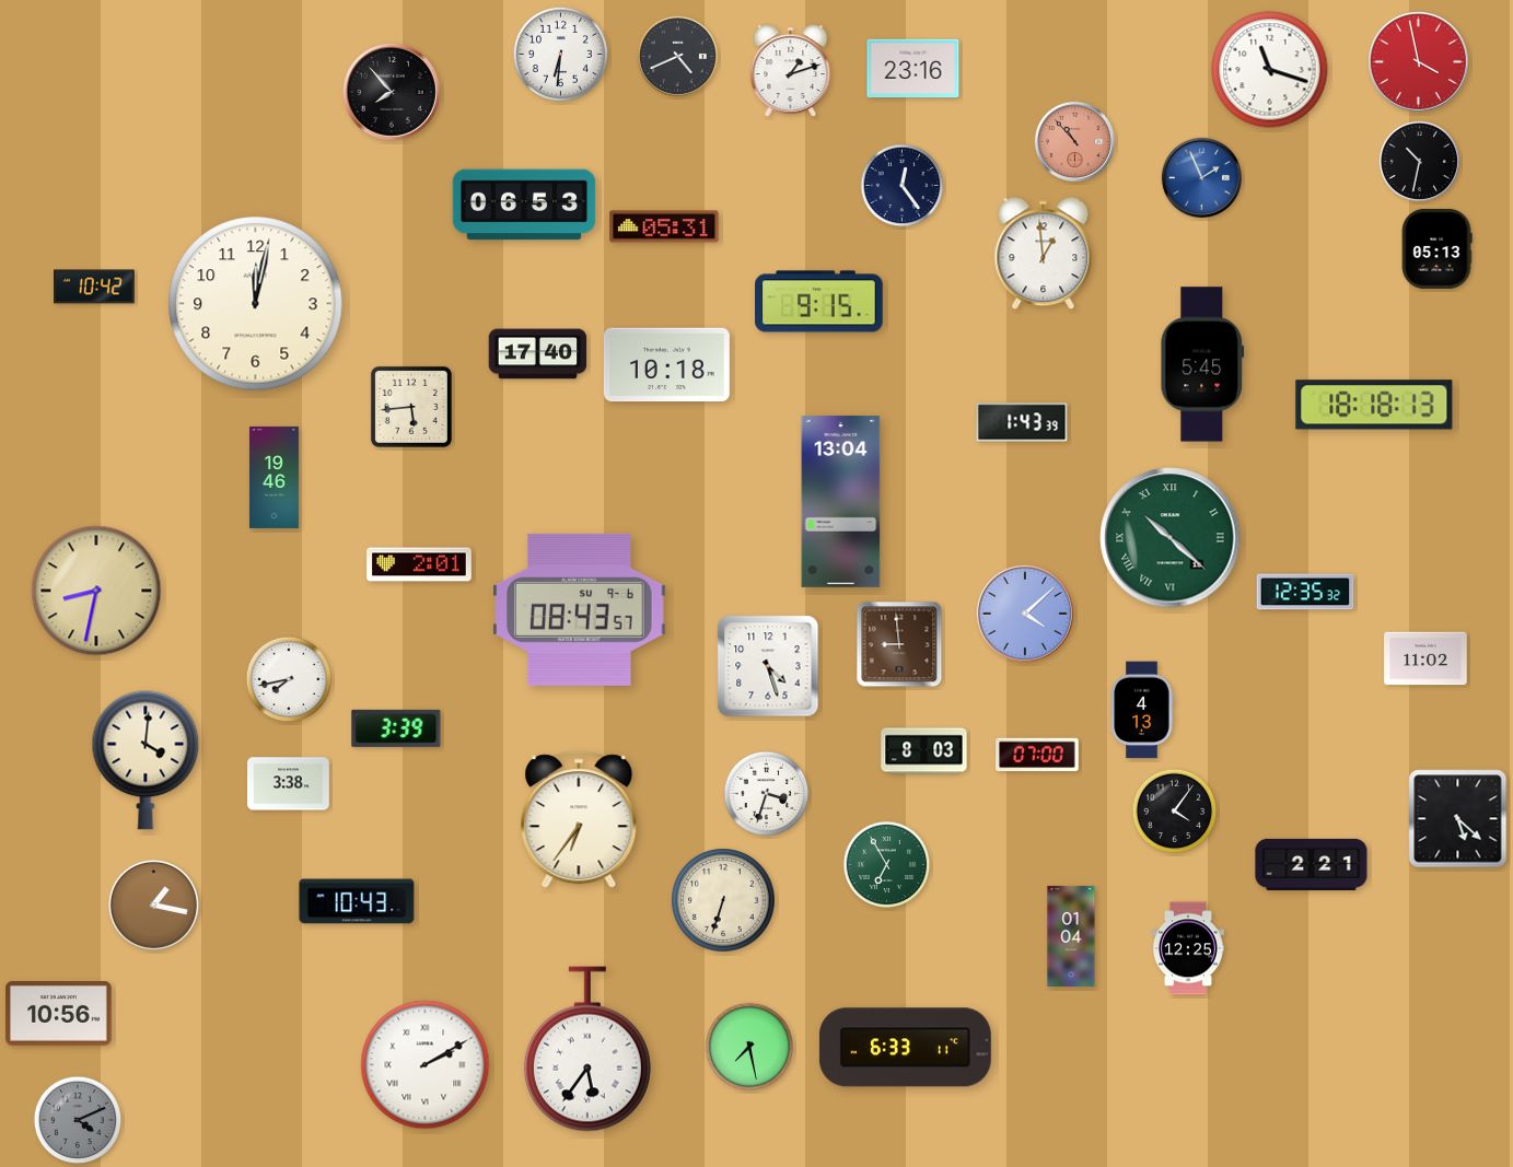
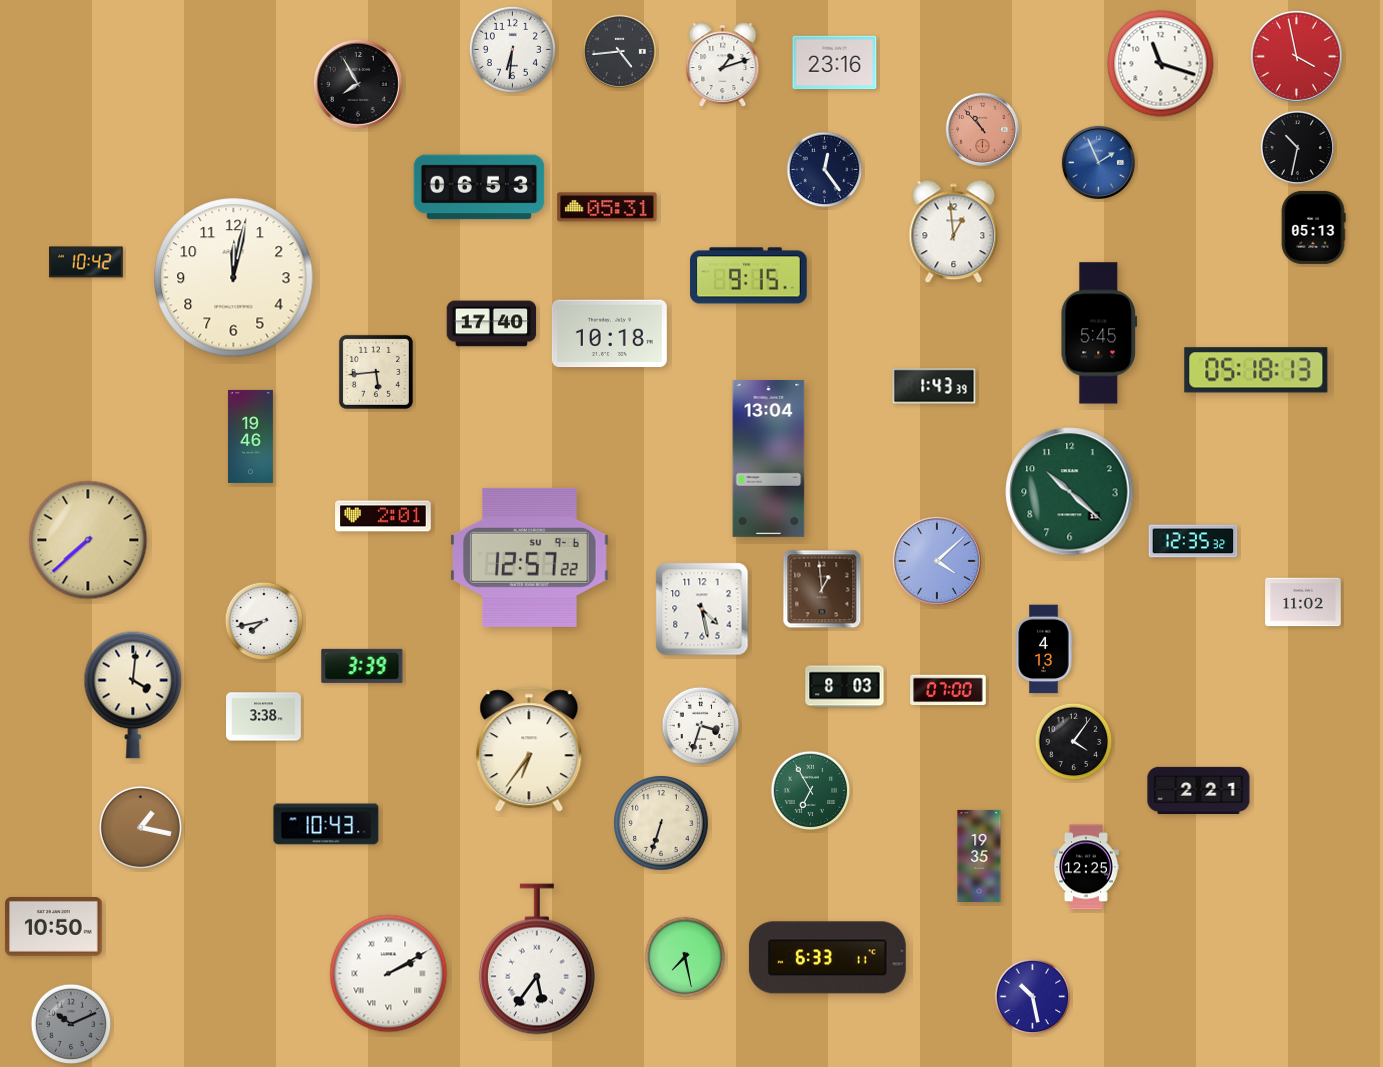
clock at (677, 56): 4:41 -> 4:44
clock at (392, 92): 7:53 -> 7:55
clock at (1374, 405): 18:18 -> 05:18
clock at (1171, 538) numerals: Roman -> Arabic
clock at (96, 591): 8:32 -> 7:38
clock at (580, 609): 08:43 -> 12:57
clock at (899, 644): 8:59 -> 12:59
clock at (768, 666): 4:27 -> 4:28
clock at (1458, 819): 5:22 -> none
clock at (1071, 936): 01:04 -> 19:35
clock at (59, 1014): 10:56 -> 10:50
clock at (1033, 997): none -> 10:28
clock at (78, 1120): 4:11 -> 10:11
